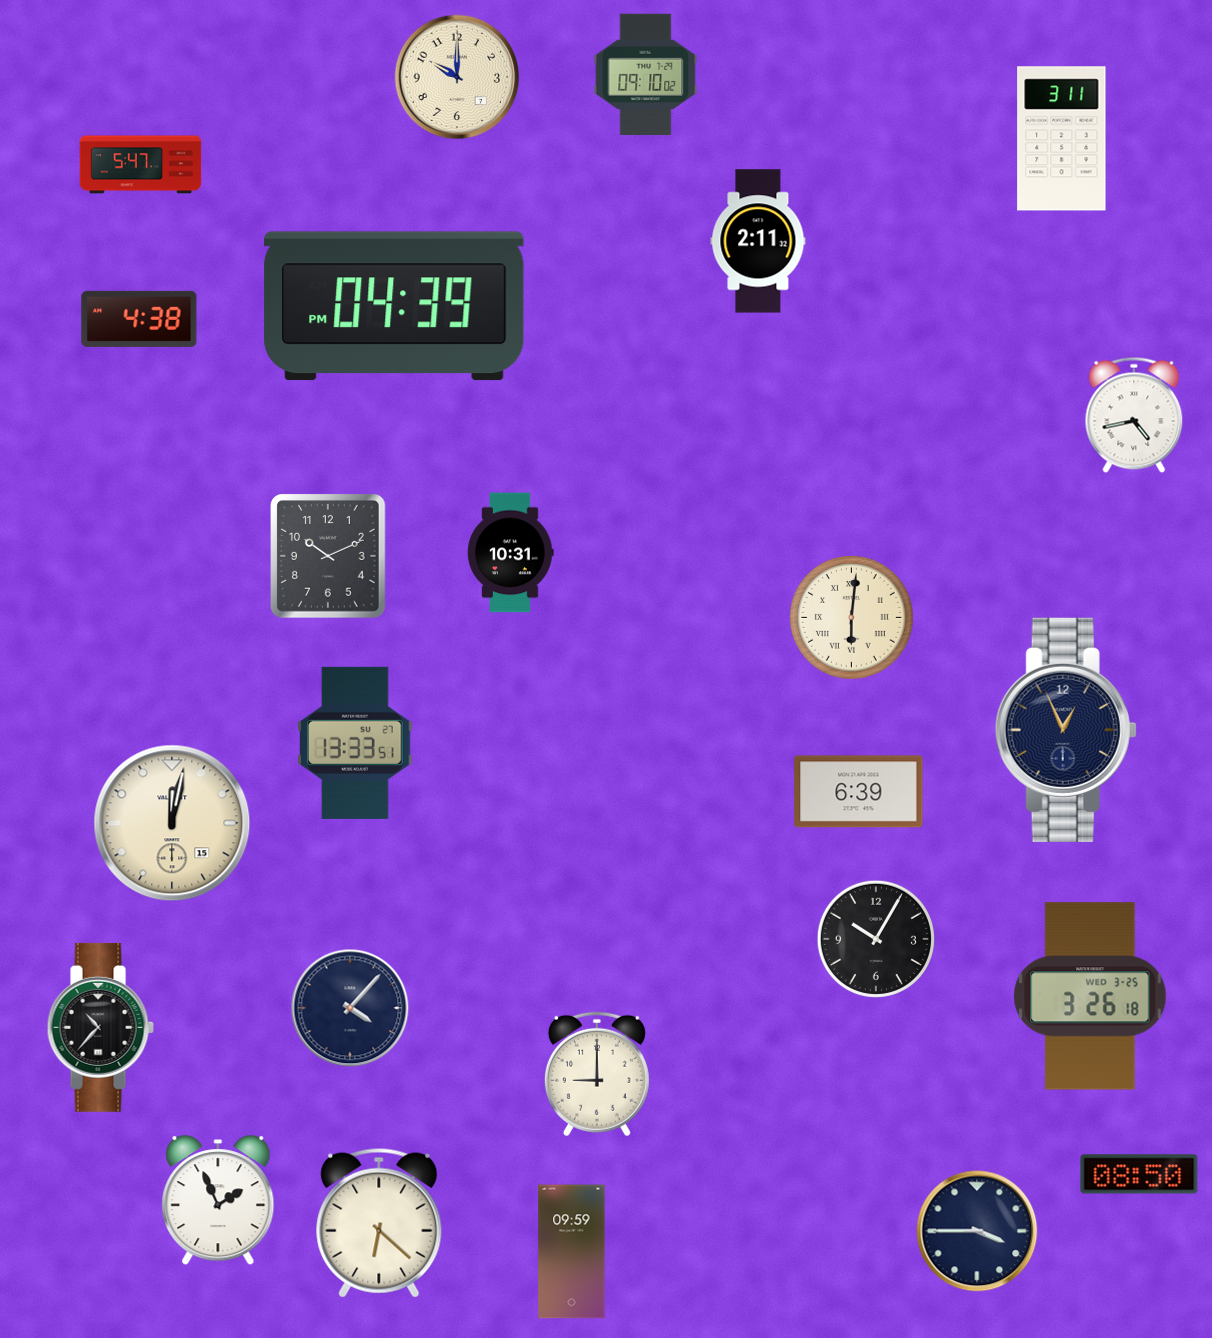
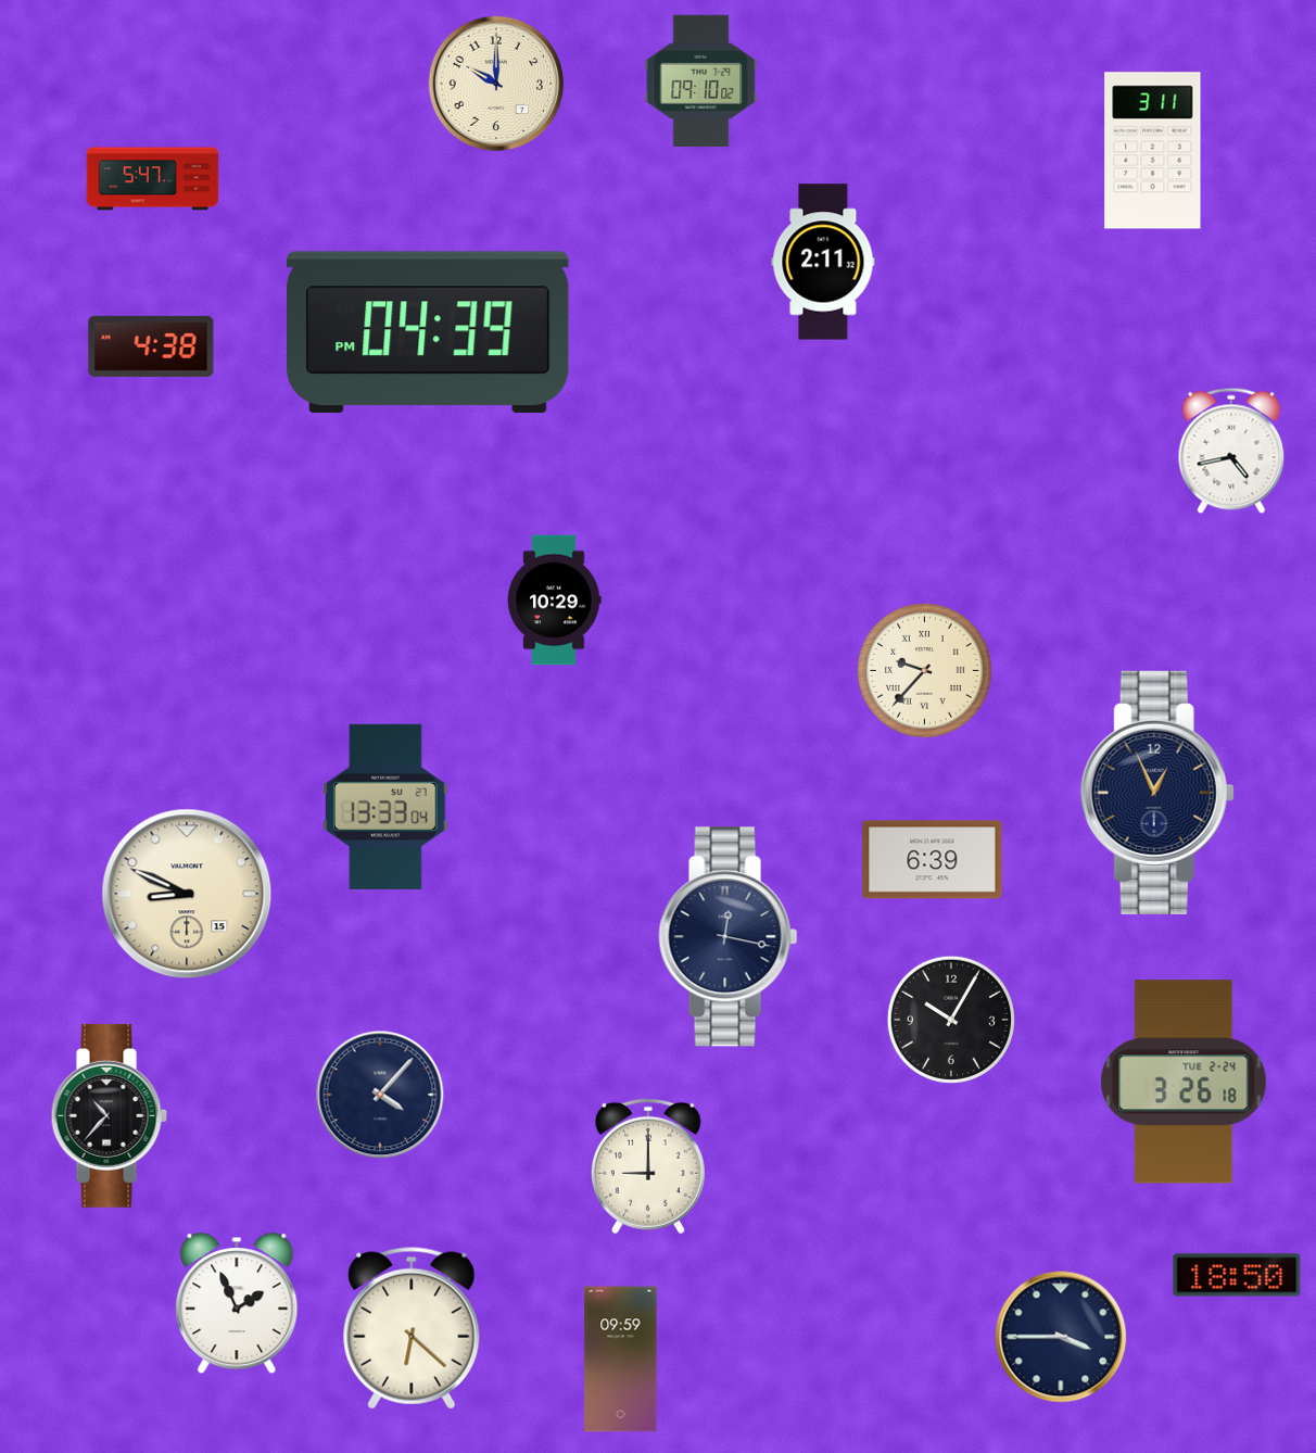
clock at (511, 553): 10:31 -> 10:29
clock at (329, 556): 10:11 -> none
clock at (852, 618): 6:01 -> 9:37
clock at (356, 743): 13:33:51 -> 13:33:04
clock at (172, 823): 12:02 -> 8:49
clock at (729, 937): none -> 12:17
clock at (1090, 996) date: WED 3-25 -> TUE 2-24
clock at (1139, 1174): 08:50 -> 18:50
